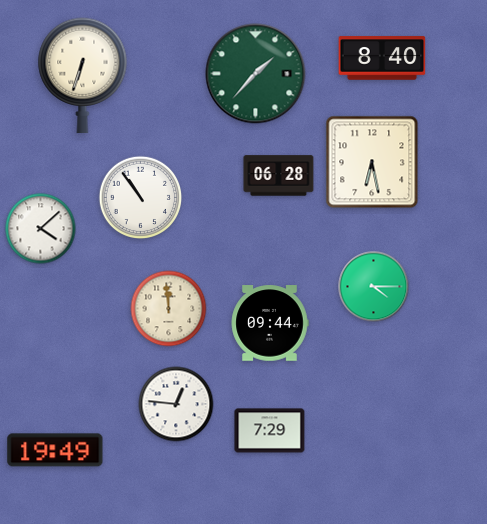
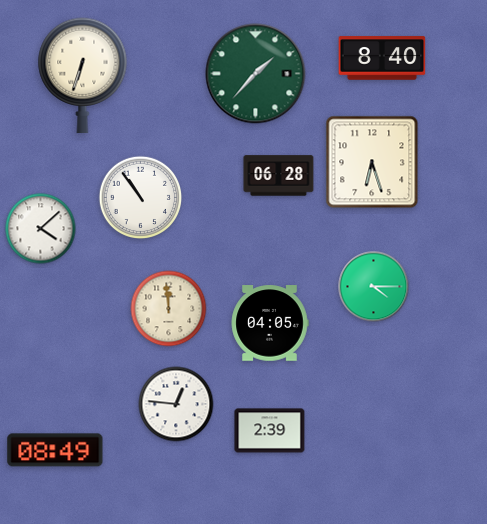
clock at (372, 162): 6:28 -> 6:27
clock at (270, 323): 09:44 -> 04:05
clock at (270, 431): 7:29 -> 2:39
clock at (55, 450): 19:49 -> 08:49
